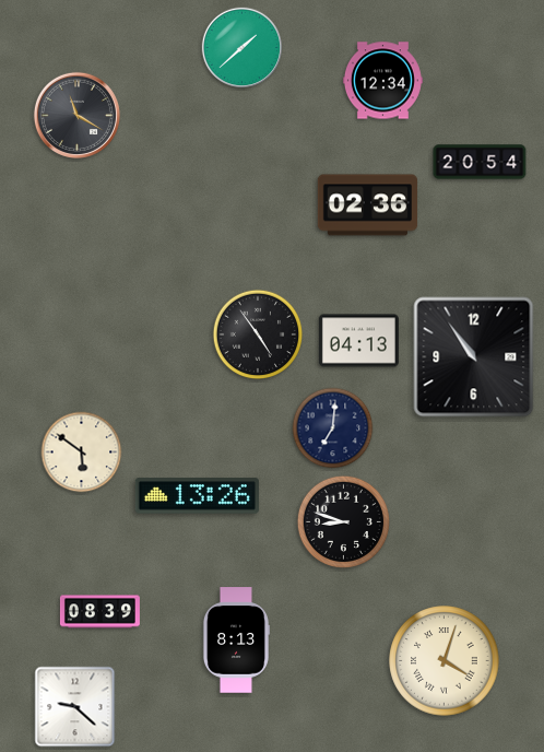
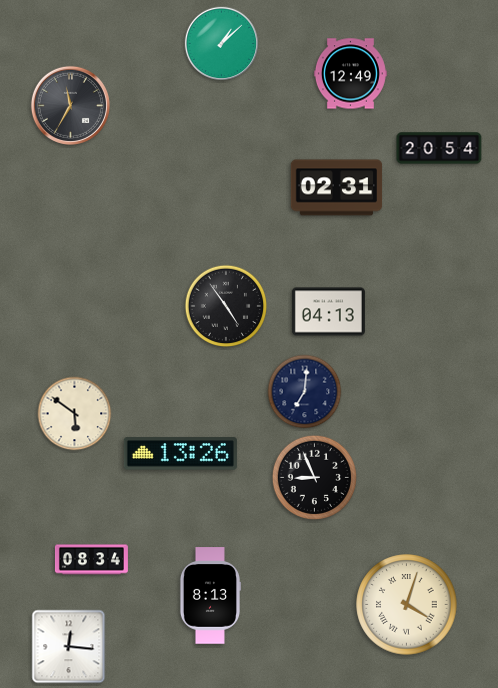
clock at (241, 47): 1:38 -> 1:08
clock at (382, 81): 12:34 -> 12:49
clock at (76, 115): 11:20 -> 11:35
clock at (368, 205): 02:36 -> 02:31
clock at (258, 334) position: (258, 334) -> (226, 306)
clock at (474, 357): 10:54 -> none
clock at (343, 521): 8:48 -> 8:56
clock at (99, 612): 08:39 -> 08:34
clock at (235, 641) position: (235, 641) -> (209, 596)
clock at (75, 707): 9:22 -> 12:16
